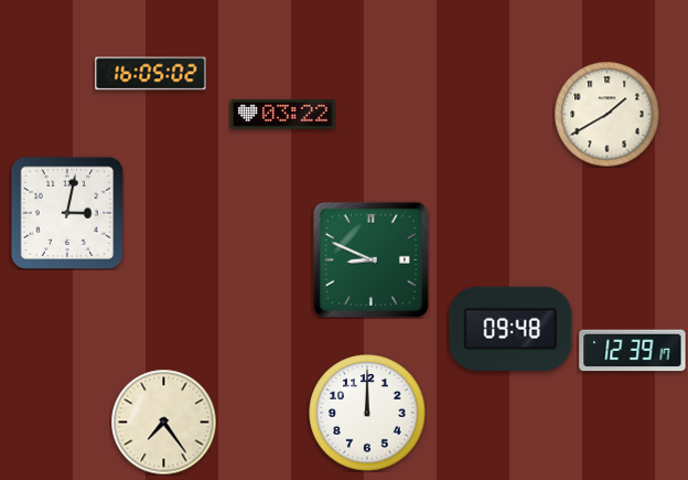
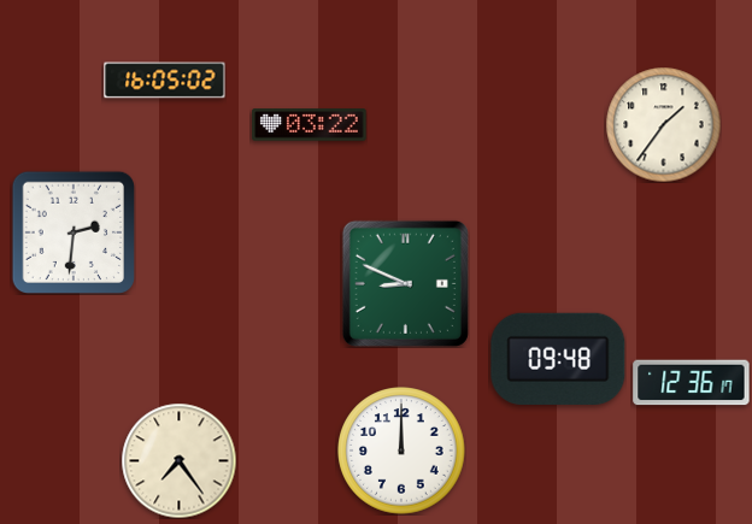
clock at (606, 114): 1:40 -> 1:36
clock at (66, 212): 3:02 -> 2:31
clock at (633, 351): 12:39 -> 12:36
